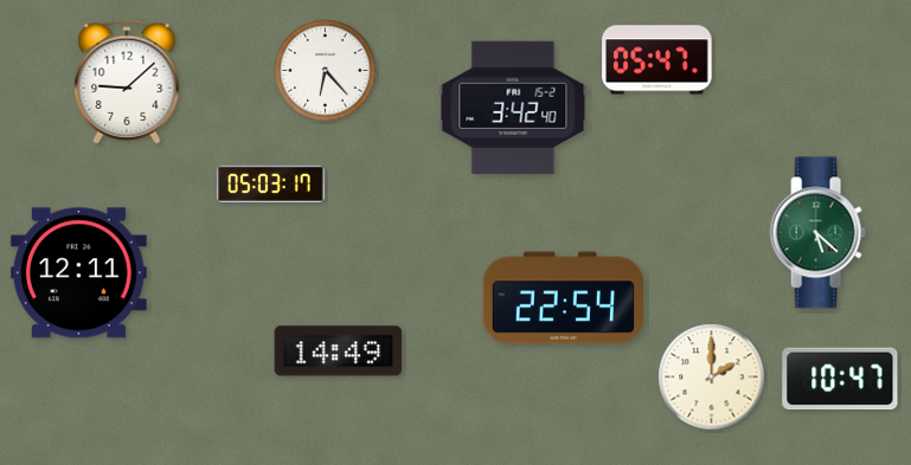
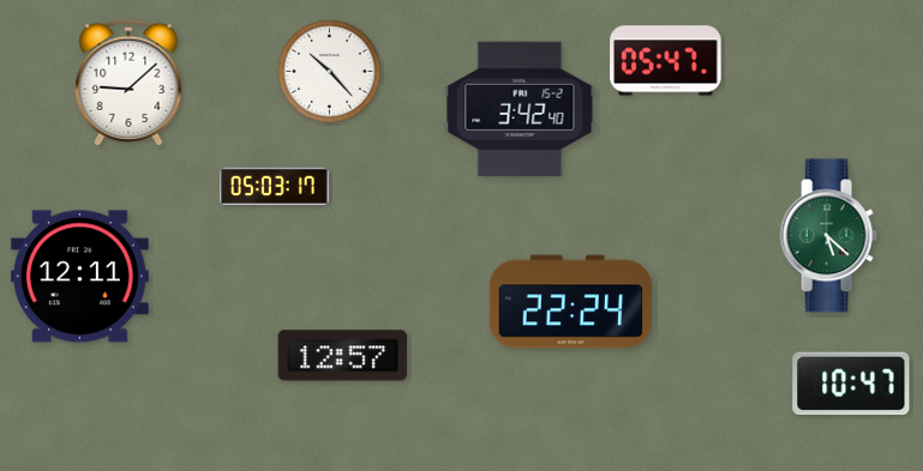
clock at (326, 71): 6:23 -> 10:23
clock at (563, 298): 22:54 -> 22:24
clock at (339, 351): 14:49 -> 12:57
clock at (712, 377): 2:00 -> none
